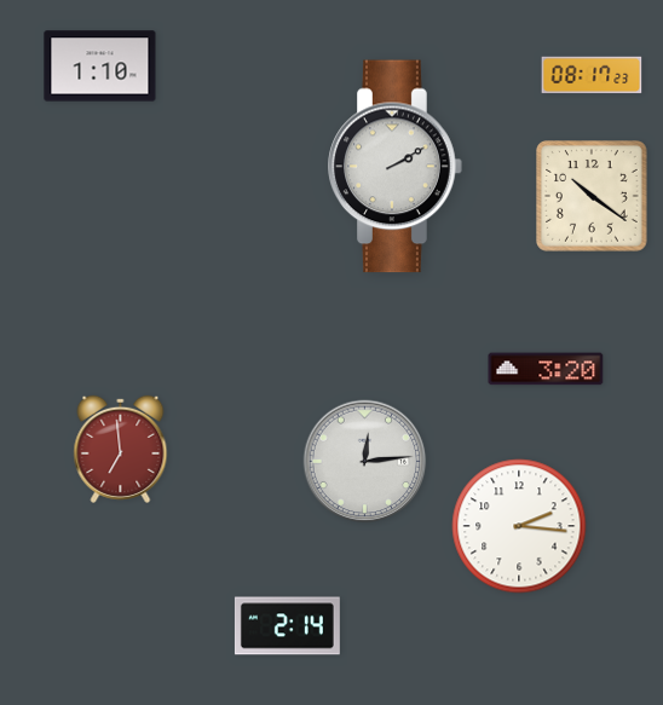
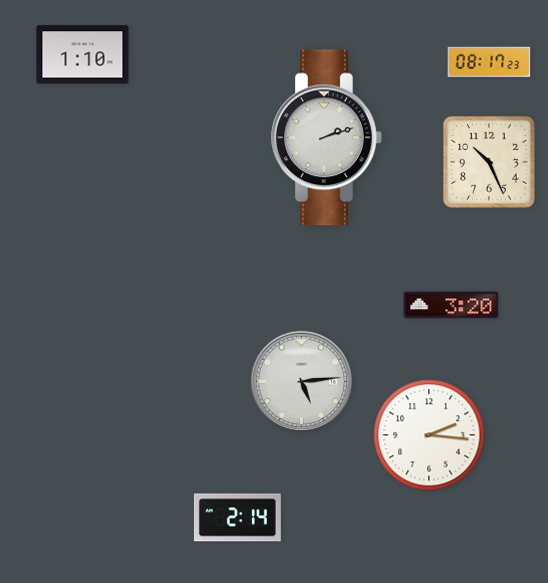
clock at (396, 167): 2:10 -> 2:12
clock at (593, 197): 10:21 -> 10:26
clock at (121, 449): 6:59 -> none
clock at (365, 462): 12:14 -> 5:14
